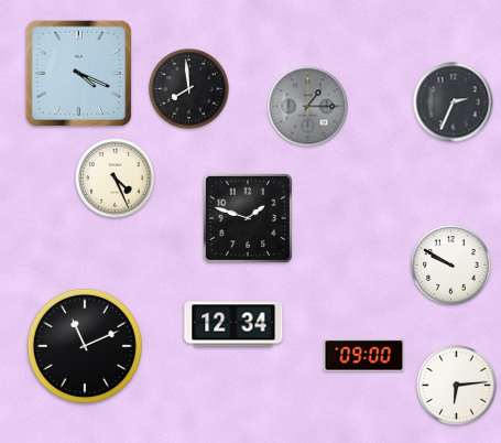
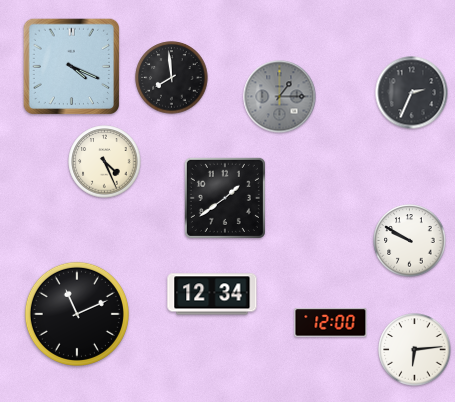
clock at (189, 89) position: (189, 89) -> (172, 78)
clock at (248, 218): 1:48 -> 1:39
clock at (364, 356): 09:00 -> 12:00
